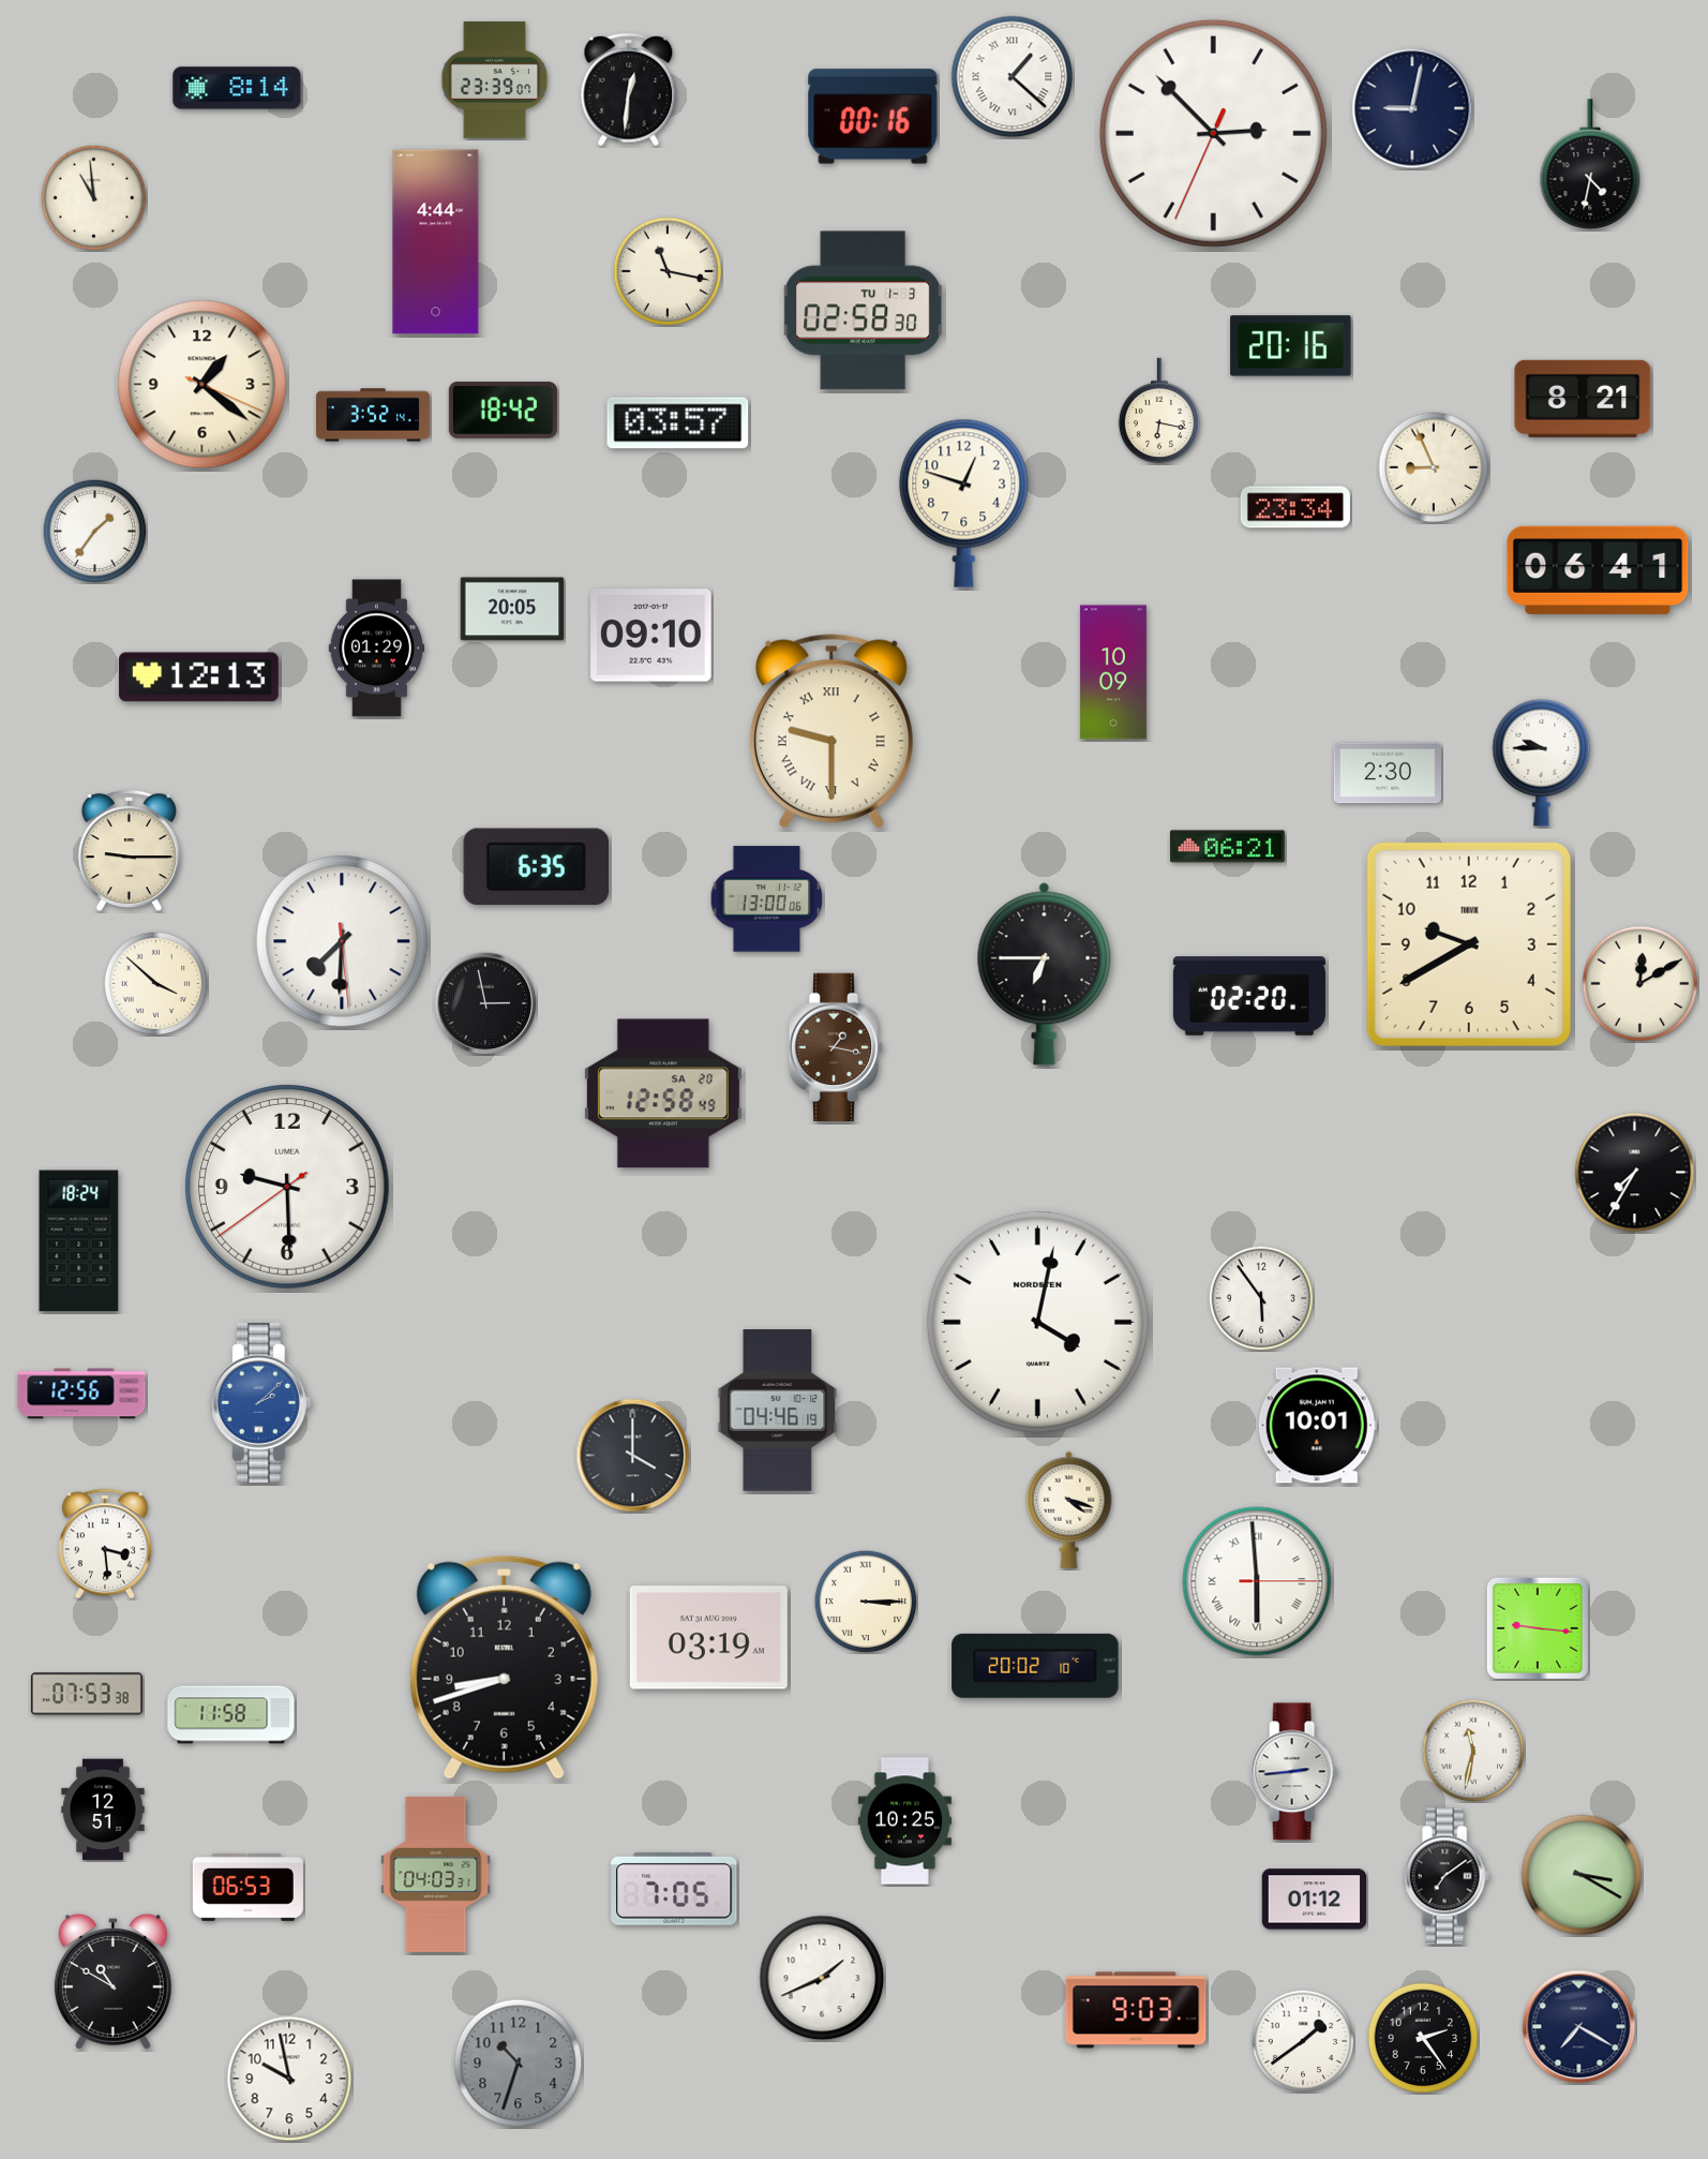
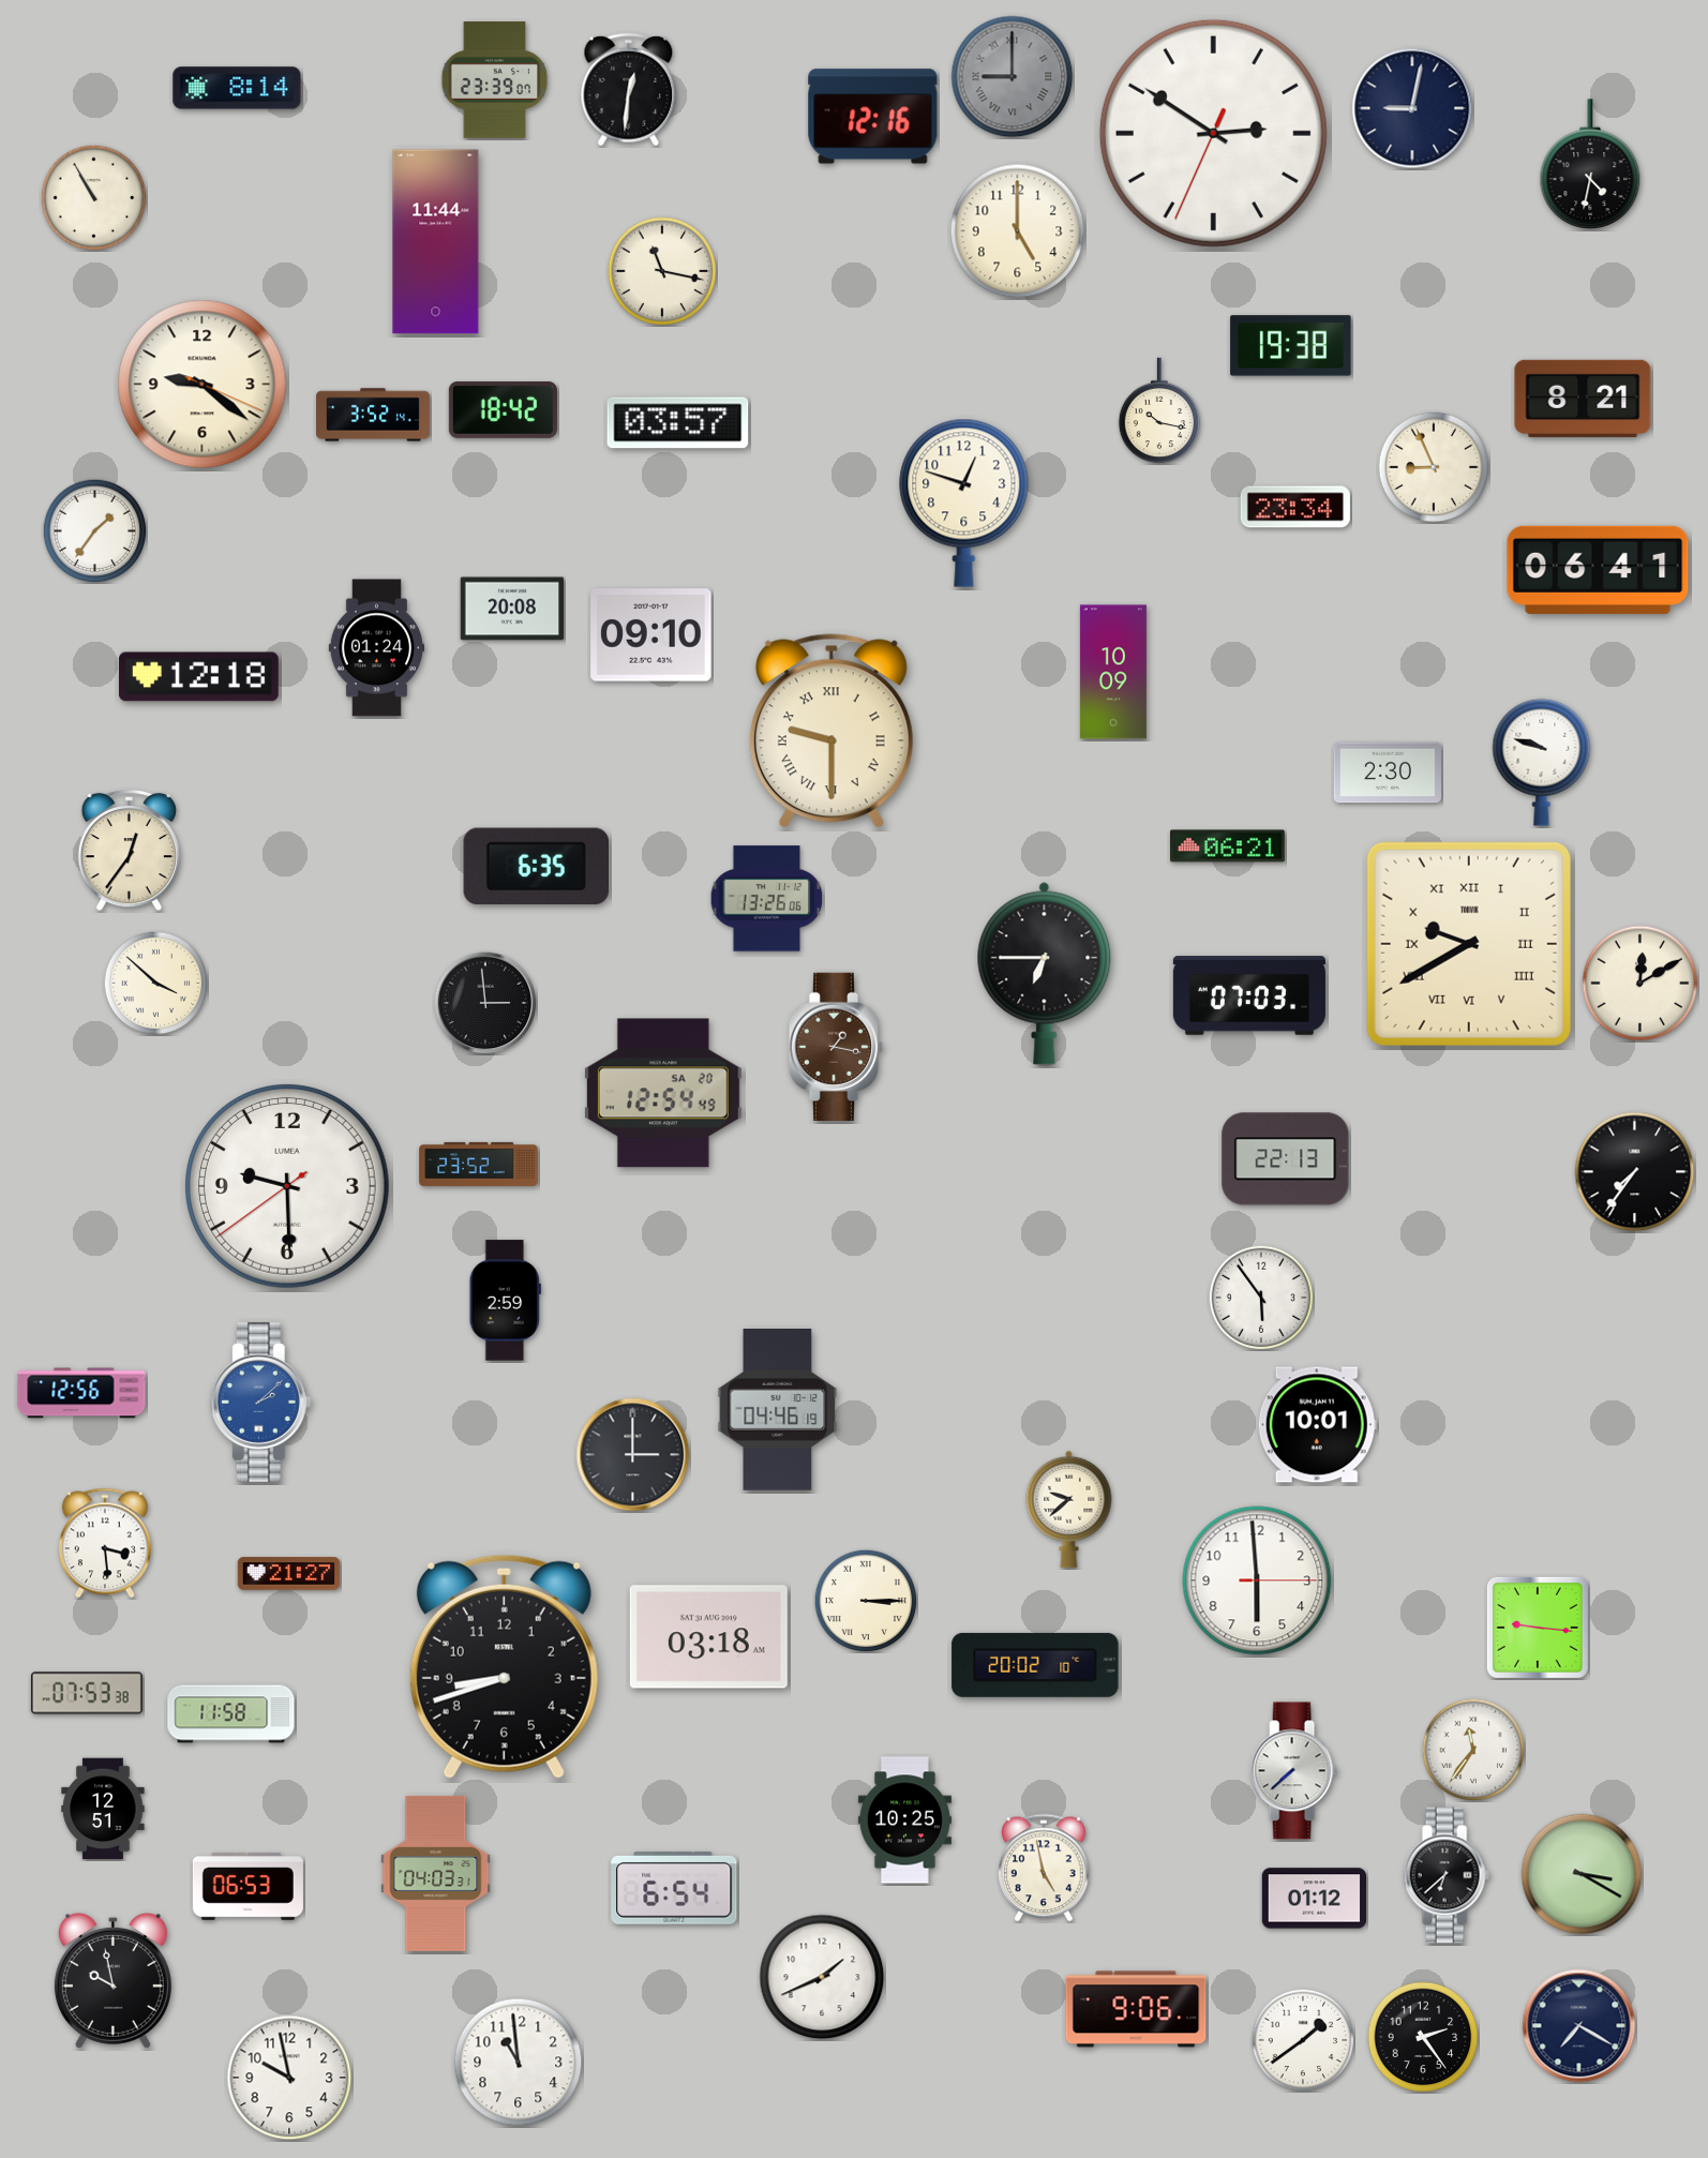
clock at (1013, 77): 1:22 -> 9:00
clock at (1013, 77) dial: white -> grey
clock at (873, 117): 00:16 -> 12:16
clock at (1213, 133): 2:52 -> 2:50
clock at (94, 198): 10:59 -> 10:55
clock at (1018, 231): none -> 5:00
clock at (436, 242): 4:44 -> 11:44
clock at (668, 271) position: (668, 271) -> (662, 271)
clock at (864, 311): 02:58 -> none
clock at (1291, 346): 20:16 -> 19:38
clock at (203, 385): 1:21 -> 9:21
clock at (1159, 411): 6:17 -> 10:17
clock at (512, 609): 20:05 -> 20:08
clock at (376, 649): 01:29 -> 01:24
clock at (198, 678): 12:13 -> 12:18
clock at (1542, 762): 9:45 -> 9:48
clock at (129, 851): 9:15 -> 12:36
clock at (767, 899): 13:00 -> 13:26
clock at (342, 941): 7:30 -> none
clock at (1469, 944) numerals: Arabic -> Roman
clock at (1249, 996): 02:20 -> 07:03
clock at (485, 1003): 2:58 -> 2:59
clock at (663, 1093): 12:58 -> 12:54
clock at (1286, 1159): none -> 22:13
clock at (479, 1164): none -> 23:52
clock at (1635, 1173): 7:35 -> 7:36
clock at (79, 1241): 18:24 -> none
clock at (505, 1301): none -> 2:59
clock at (1037, 1322): 4:02 -> none
clock at (633, 1456): 4:00 -> 3:00
clock at (1069, 1509): 4:18 -> 9:38
clock at (289, 1574): none -> 21:27
clock at (1257, 1581) numerals: Roman -> Arabic
clock at (708, 1638): 03:19 -> 03:18
clock at (1473, 1751): 11:32 -> 11:36
clock at (1293, 1772): 2:44 -> 7:38
clock at (1044, 1868): none -> 4:58
clock at (1447, 1876): 7:09 -> 6:38
clock at (674, 1889): 7:05 -> 6:54
clock at (113, 1981): 10:50 -> 9:58
clock at (1136, 2010): 9:03 -> 9:06
clock at (519, 2064): 10:33 -> 10:59
clock at (519, 2064) dial: grey -> white
